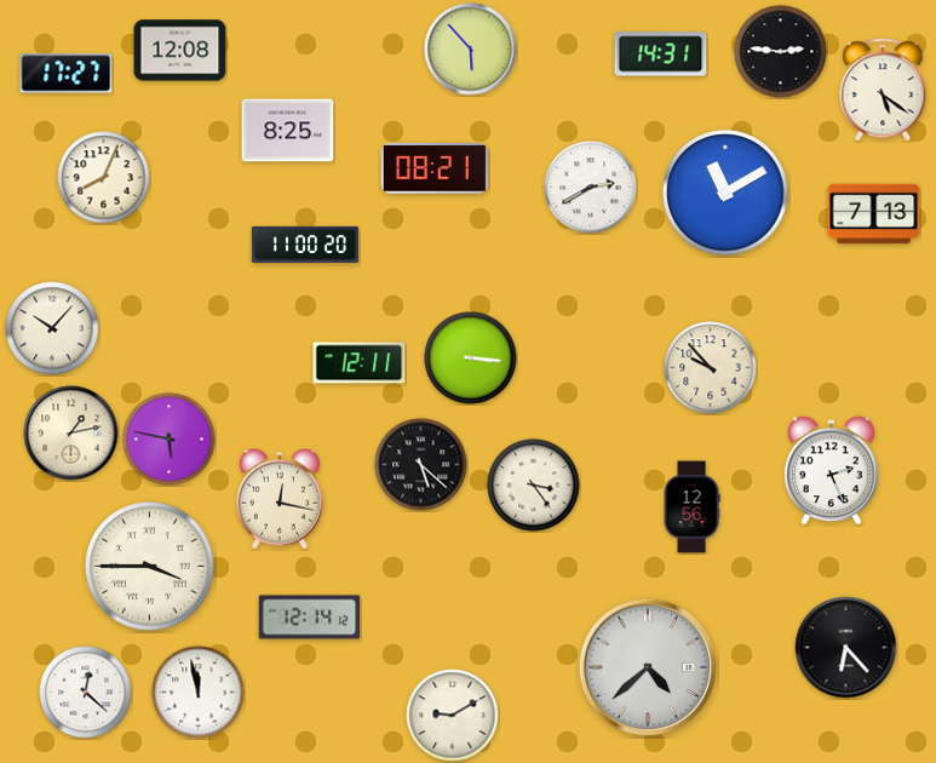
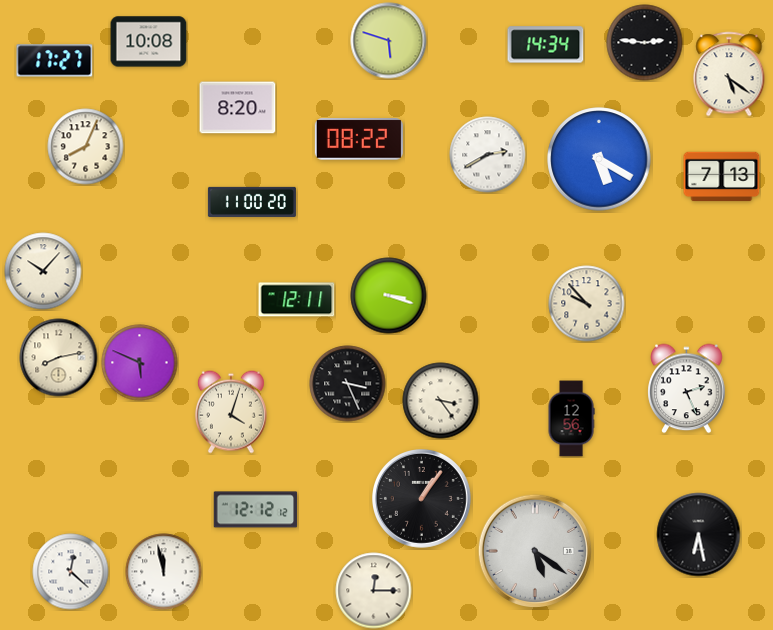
clock at (471, 50): 5:53 -> 5:48
clock at (180, 51): 12:08 -> 10:08
clock at (661, 54): 14:31 -> 14:34
clock at (288, 131): 8:25 -> 8:20
clock at (435, 168): 08:21 -> 08:22
clock at (725, 193): 11:10 -> 5:20
clock at (471, 358): 3:16 -> 3:18
clock at (71, 434): 1:13 -> 8:13
clock at (170, 440): 5:47 -> 5:49
clock at (421, 465): 5:22 -> 3:26
clock at (280, 499): 12:17 -> 4:03
clock at (150, 567): 3:45 -> none
clock at (422, 499): none -> 1:06
clock at (310, 618): 12:14 -> 12:12
clock at (846, 648): 6:23 -> 6:28
clock at (648, 667): 4:38 -> 5:21
clock at (453, 716): 9:10 -> 12:15
